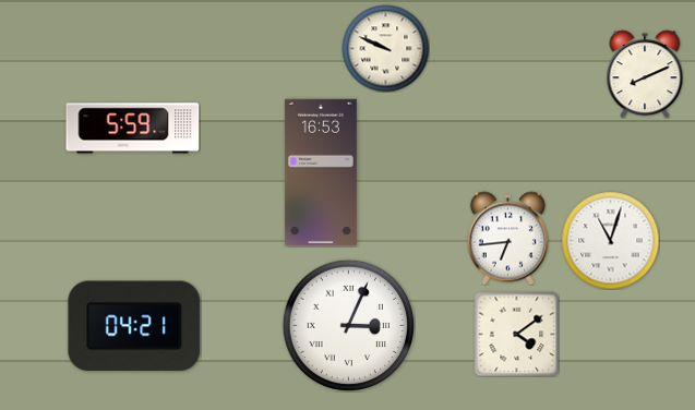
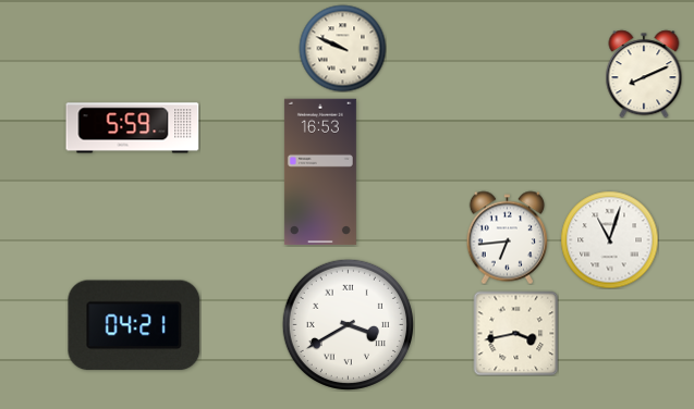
clock at (385, 48) position: (385, 48) -> (342, 48)
clock at (348, 325): 3:04 -> 3:40
clock at (516, 334): 4:09 -> 3:43
